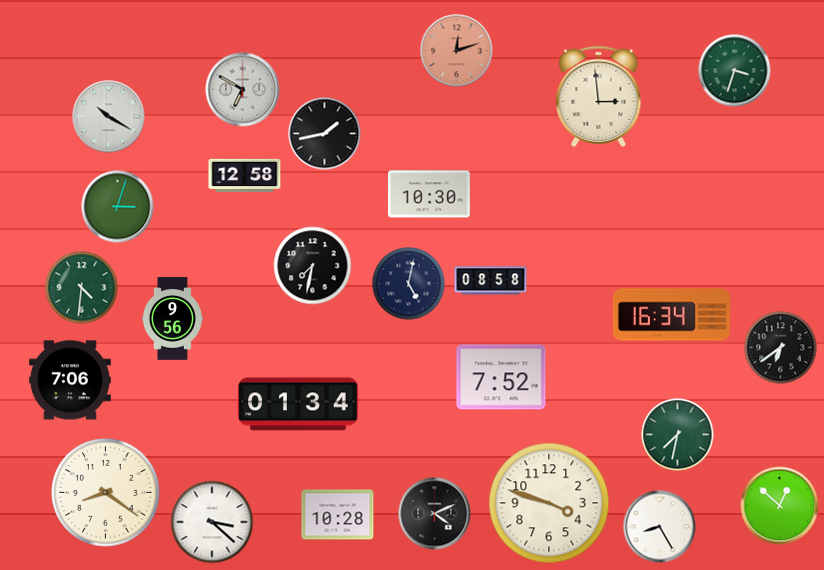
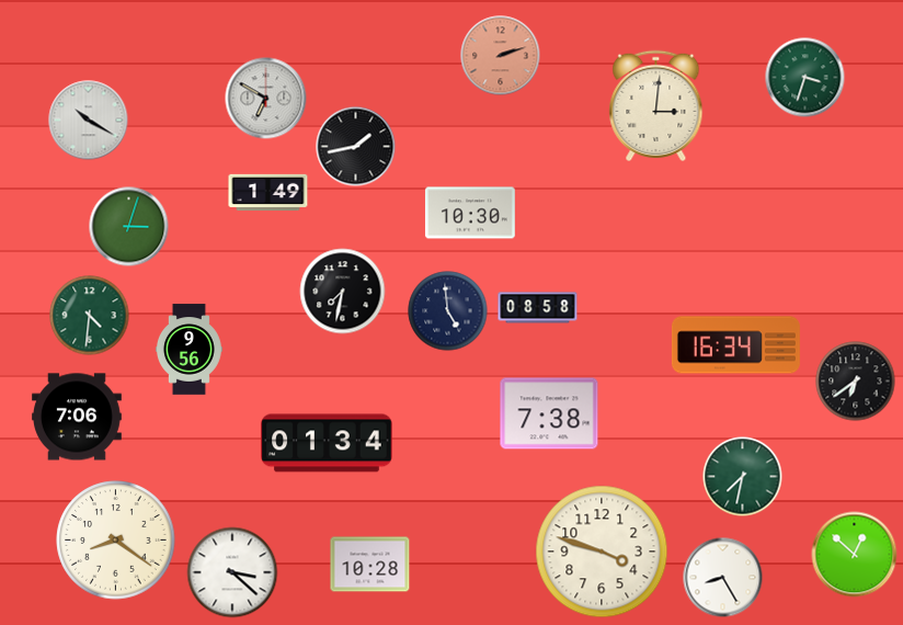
clock at (457, 51): 12:12 -> 2:12
clock at (599, 96): 2:59 -> 3:01
clock at (109, 117) position: (109, 117) -> (89, 121)
clock at (245, 176): 12:58 -> 1:49
clock at (409, 284): 5:02 -> 4:59
clock at (501, 377): 7:52 -> 7:38
clock at (435, 514): 4:11 -> none
